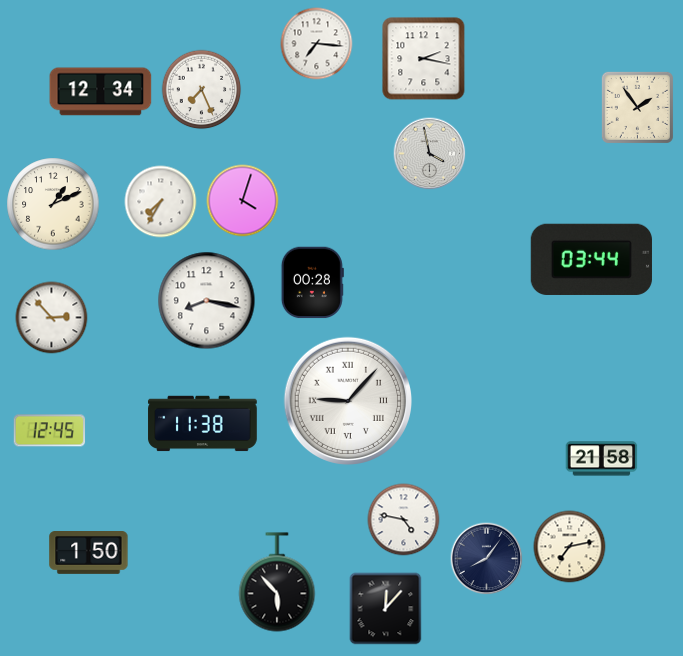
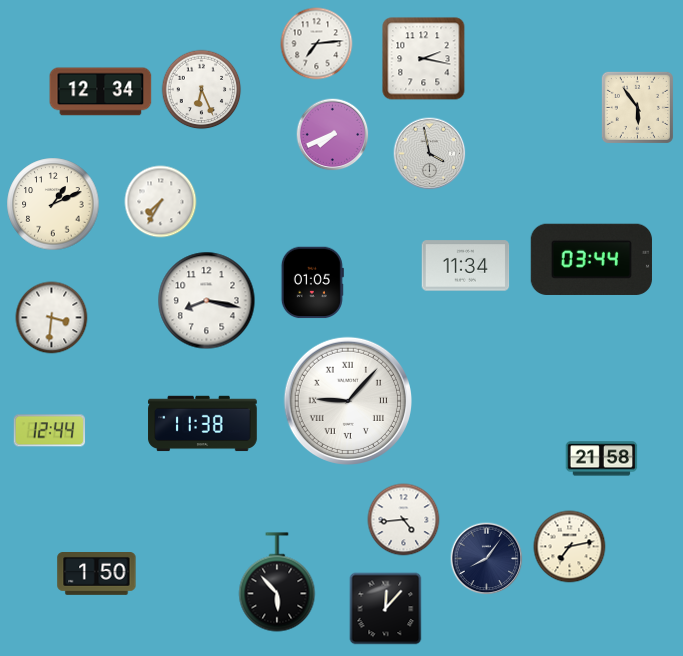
clock at (317, 44): 7:16 -> 7:14
clock at (202, 90): 7:26 -> 6:26
clock at (637, 107): 1:54 -> 5:54
clock at (333, 135): none -> 7:41
clock at (243, 201): 4:03 -> none
clock at (466, 266): none -> 11:34
clock at (312, 283): 00:28 -> 01:05
clock at (52, 318): 2:53 -> 3:31
clock at (50, 431): 12:45 -> 12:44
clock at (404, 520): 4:47 -> 4:44
clock at (89, 553) position: (89, 553) -> (97, 574)
